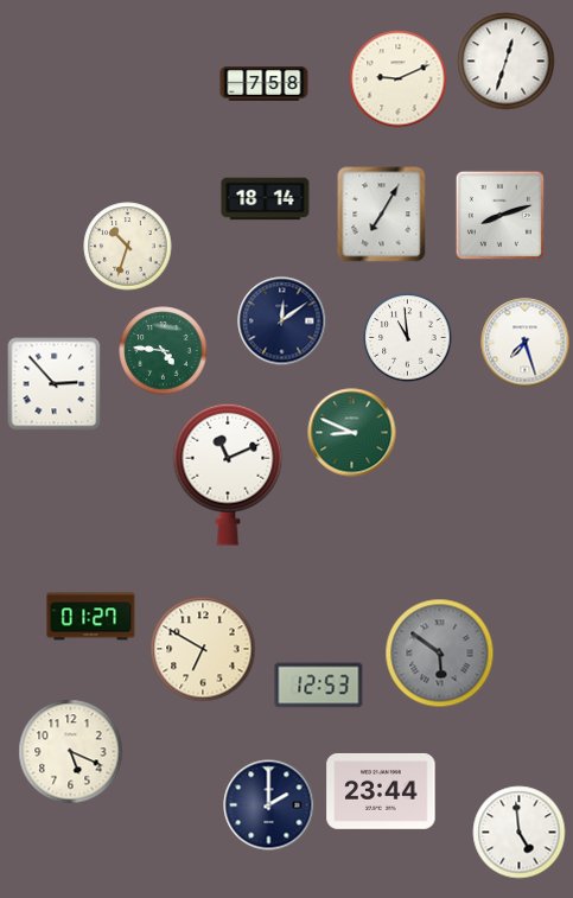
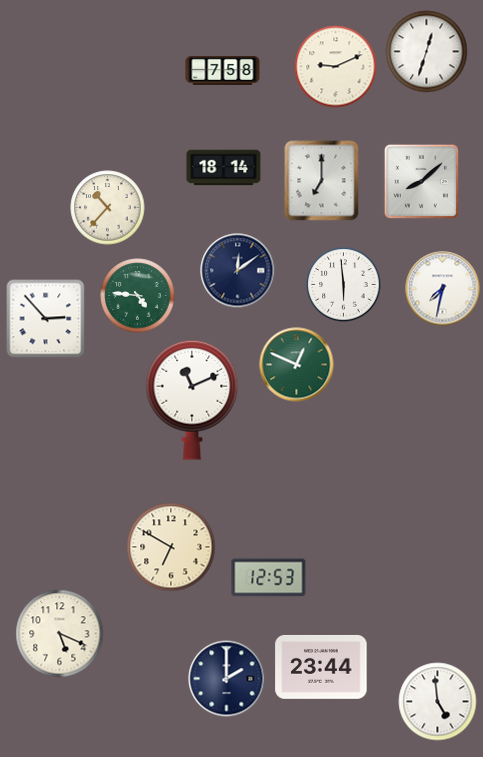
clock at (382, 215): 7:05 -> 7:00
clock at (499, 215): 8:12 -> 8:08
clock at (128, 247): 10:33 -> 10:37
clock at (408, 338): 10:59 -> 5:59
clock at (526, 343): 7:27 -> 7:32
clock at (55, 384) position: (55, 384) -> (46, 319)
clock at (352, 433): 8:49 -> 12:49
clock at (91, 617): 01:27 -> none
clock at (440, 654): 5:51 -> none
